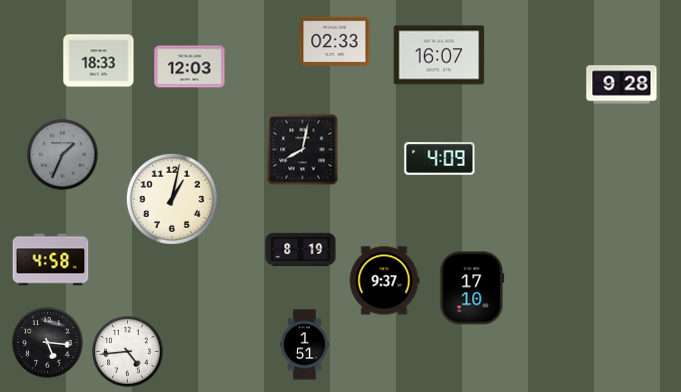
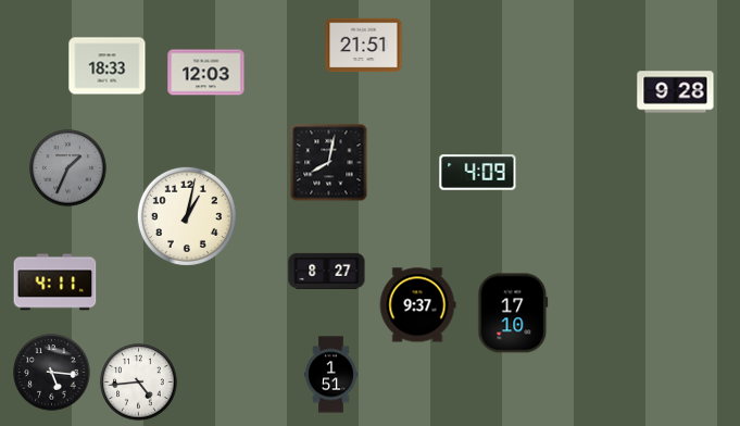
clock at (335, 42): 02:33 -> 21:51
clock at (439, 55): 16:07 -> none
clock at (301, 249): 8:19 -> 8:27
clock at (51, 260): 4:58 -> 4:11
